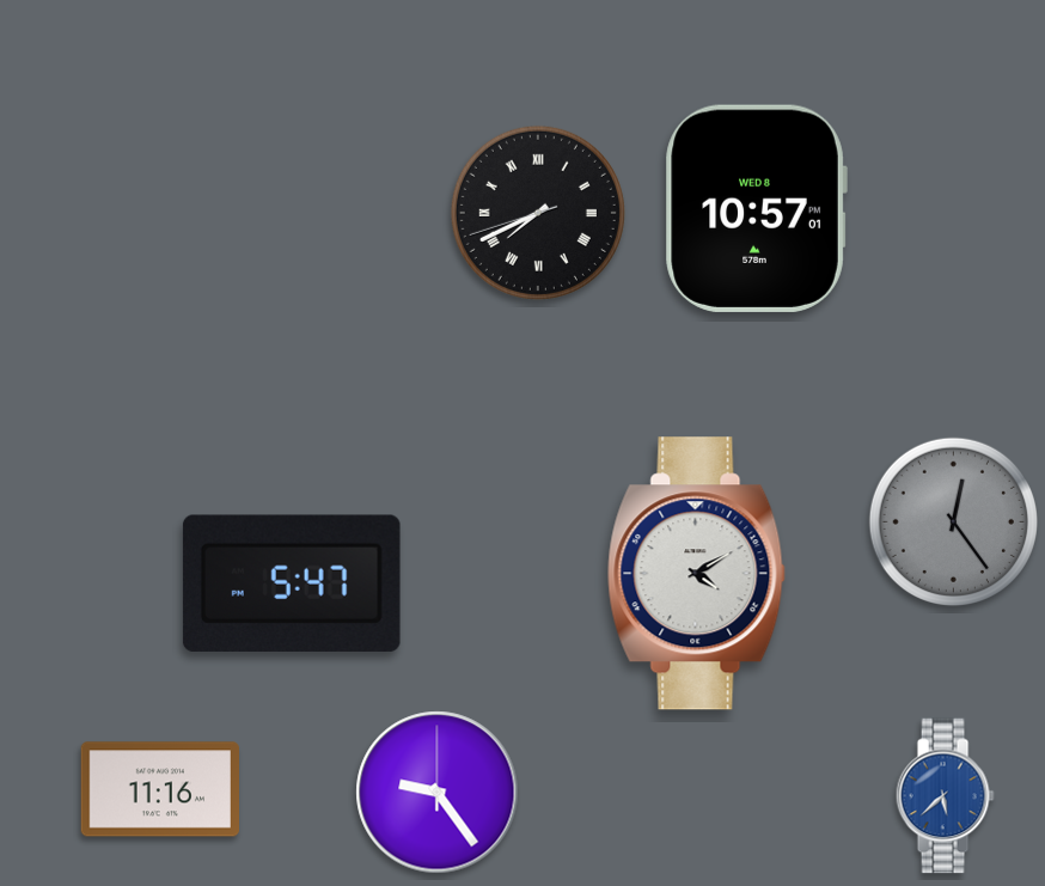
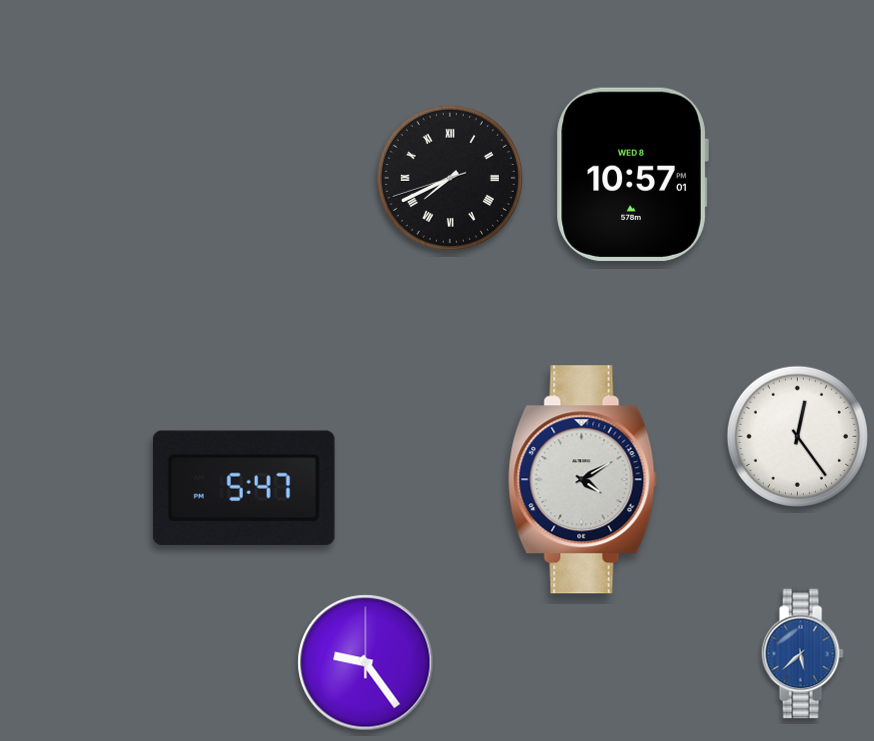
clock at (953, 521) dial: grey -> white
clock at (159, 789): 11:16 -> none
clock at (945, 796) position: (945, 796) -> (802, 654)
